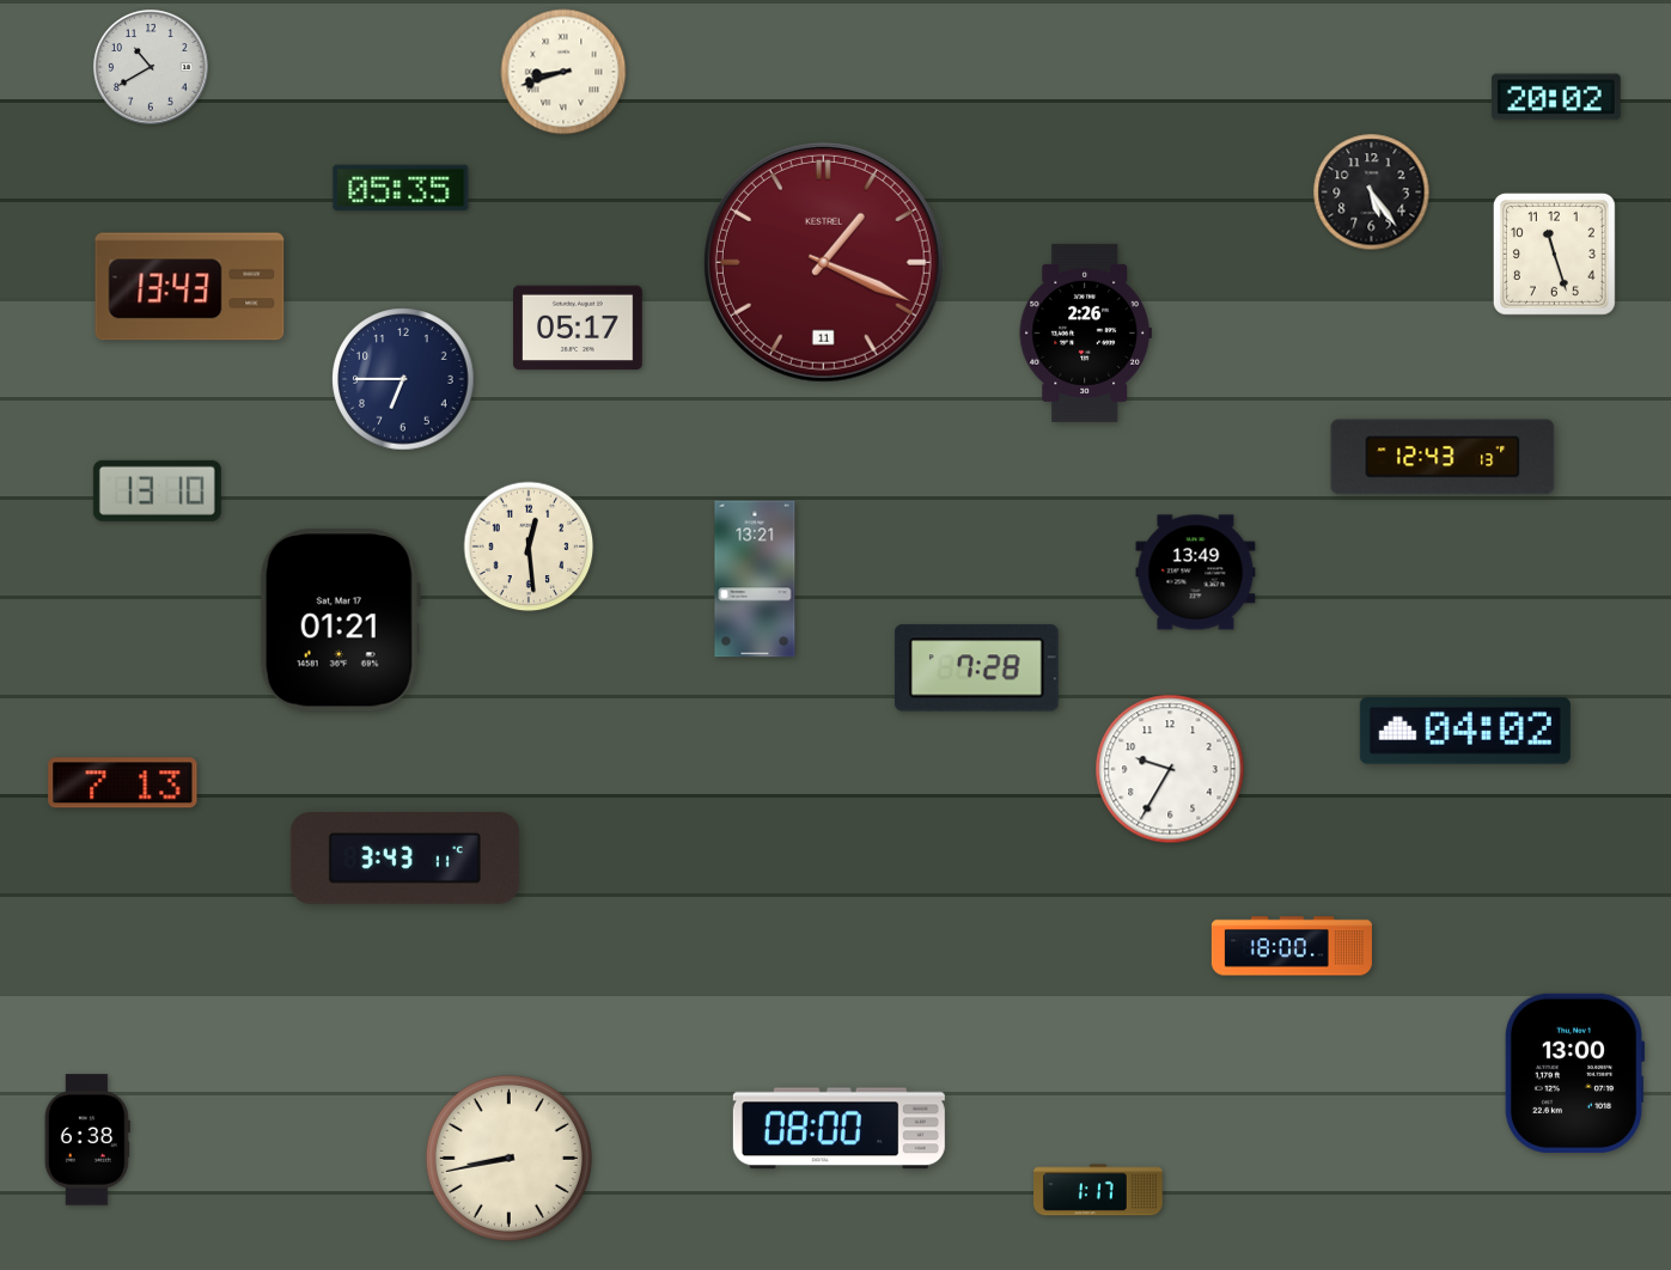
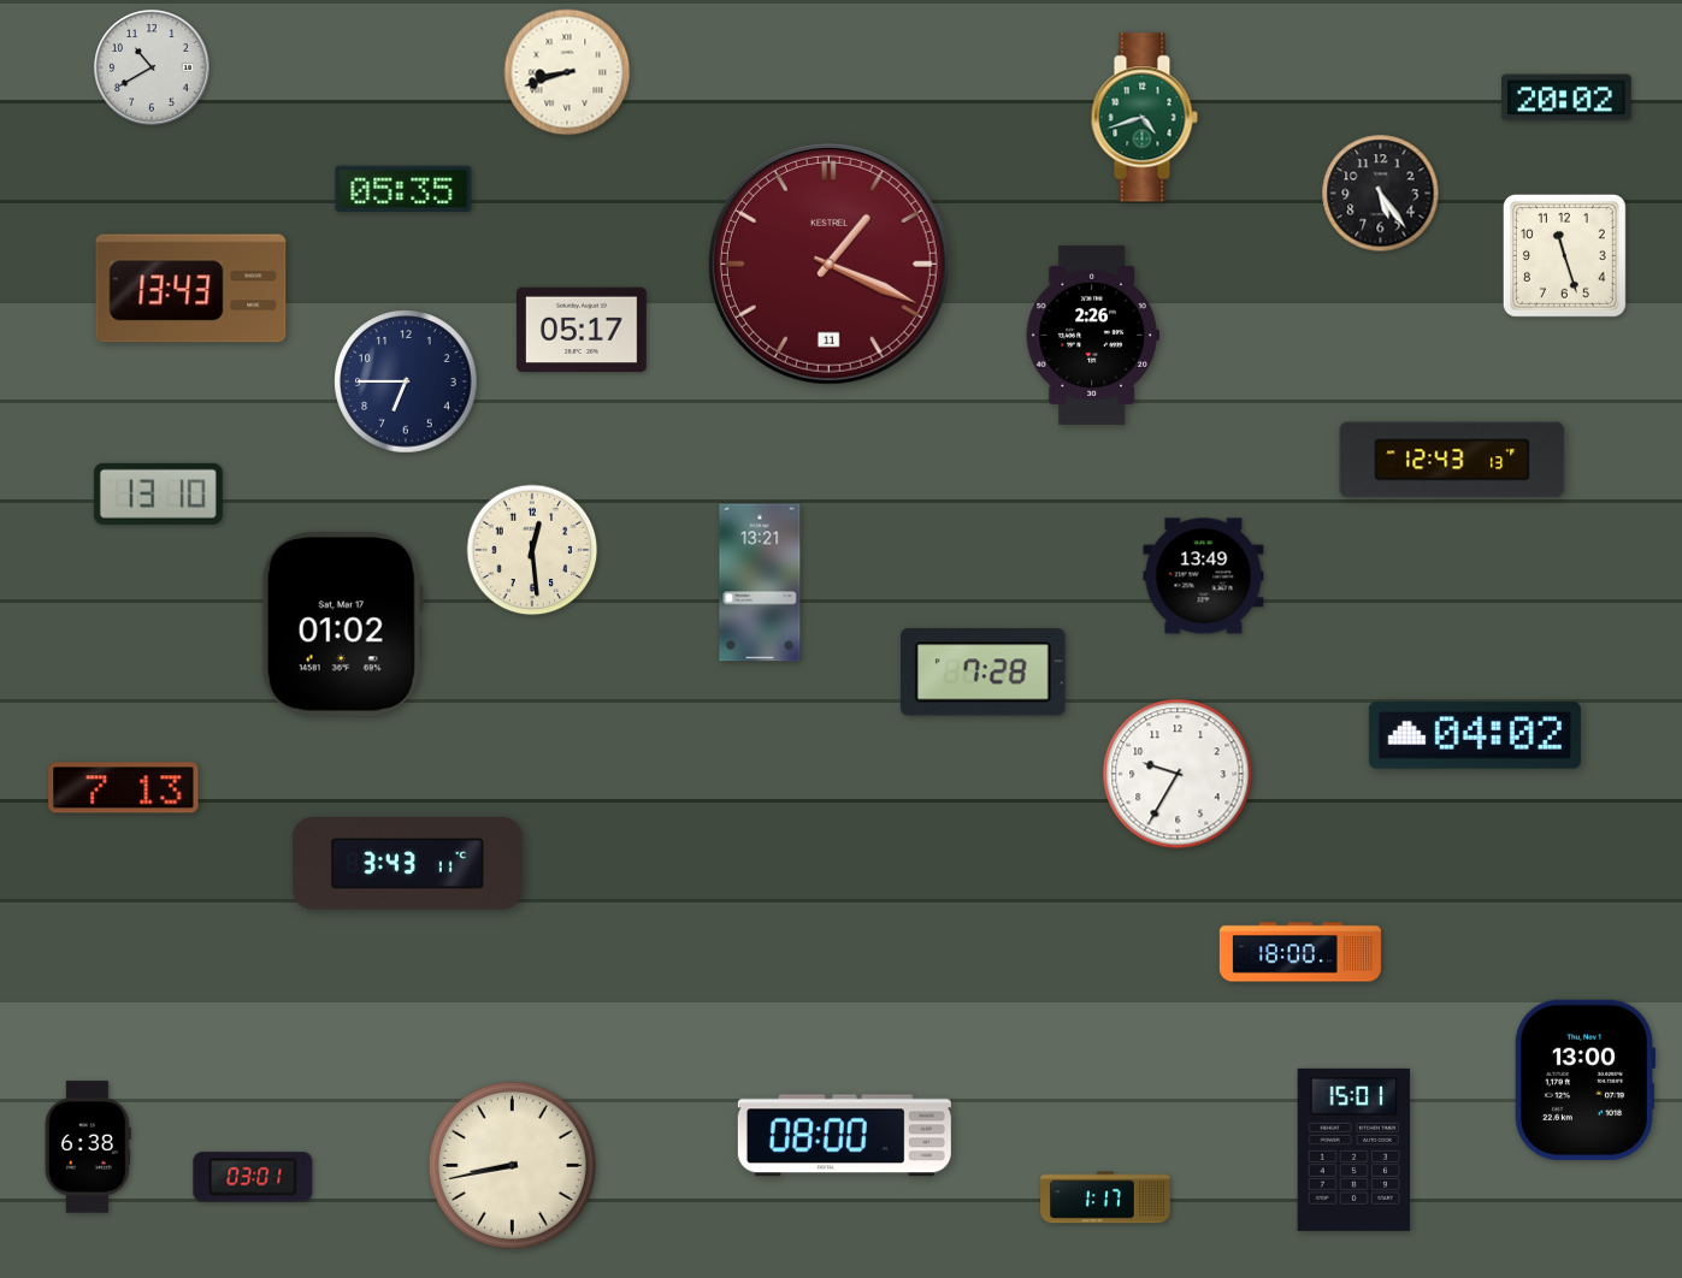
clock at (1144, 118): none -> 4:42
clock at (340, 621): 01:21 -> 01:02
clock at (1355, 1149): none -> 15:01
clock at (253, 1177): none -> 03:01
